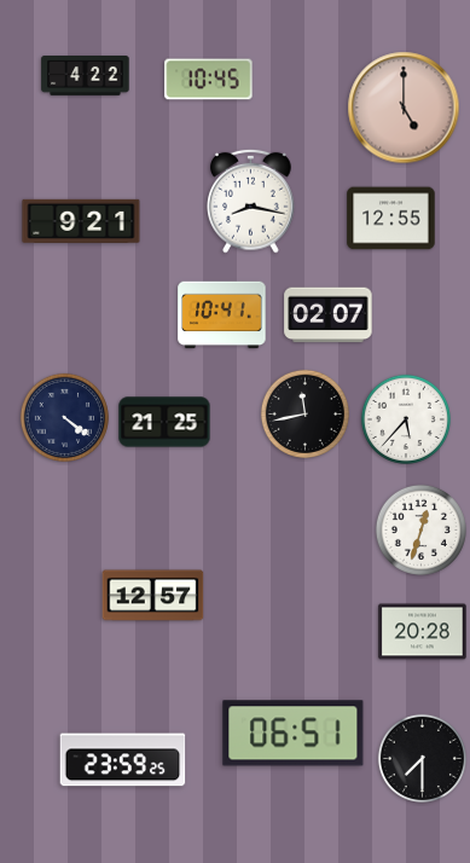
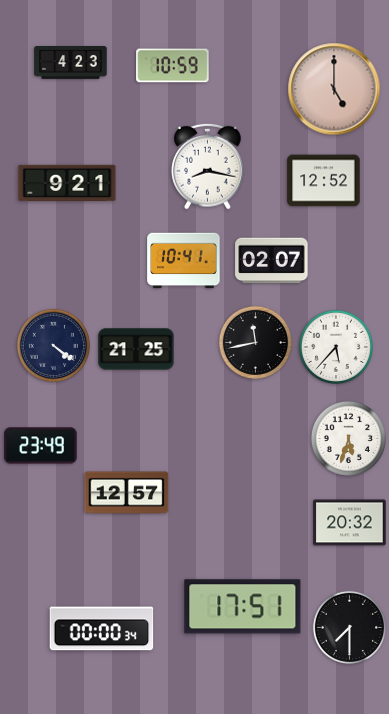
clock at (86, 76): 4:22 -> 4:23
clock at (209, 80): 10:45 -> 10:59
clock at (391, 219): 12:55 -> 12:52
clock at (304, 413) position: (304, 413) -> (255, 342)
clock at (420, 529): 12:33 -> 5:33
clock at (41, 446): none -> 23:49
clock at (423, 632): 20:28 -> 20:32
clock at (294, 734): 06:51 -> 17:51
clock at (123, 760): 23:59 -> 00:00
